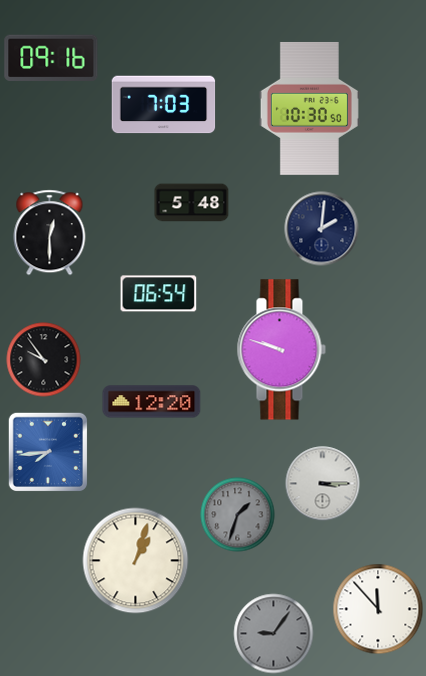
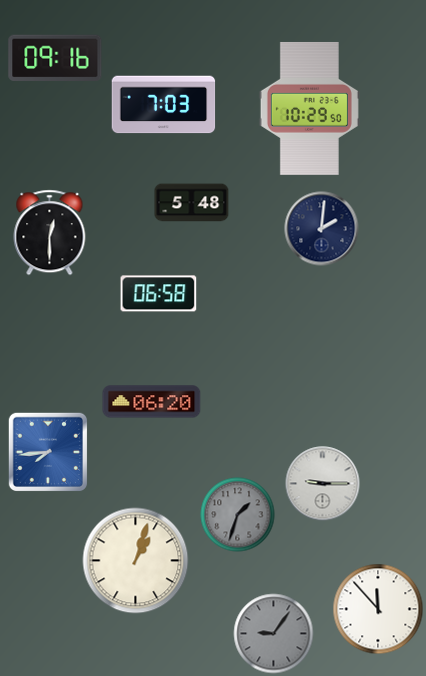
clock at (51, 58) position: (51, 58) -> (55, 58)
clock at (309, 108): 10:30 -> 10:29
clock at (159, 294): 06:54 -> 06:58
clock at (281, 350): 9:48 -> none
clock at (44, 360): 9:54 -> none
clock at (152, 402): 12:20 -> 06:20
clock at (323, 484): 3:15 -> 9:15
